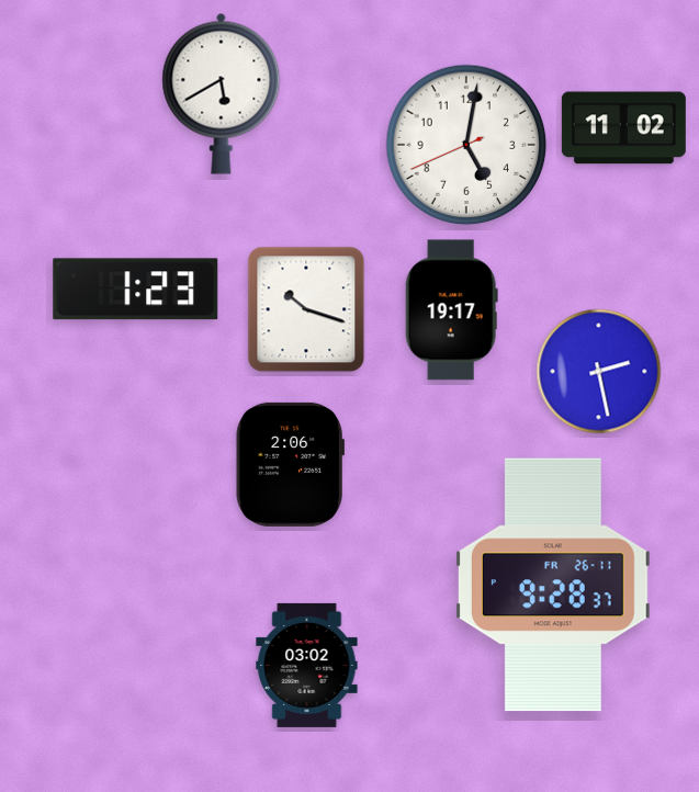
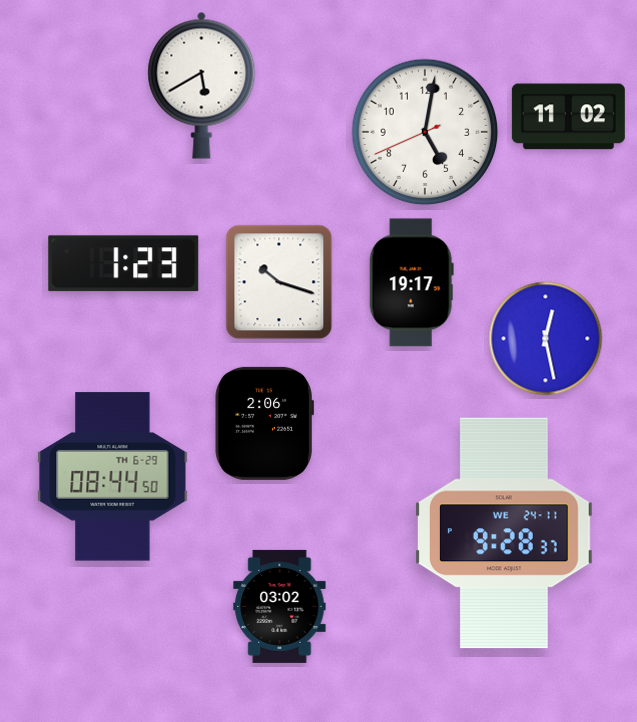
clock at (599, 372): 2:28 -> 12:28
clock at (113, 477): none -> 08:44
clock at (553, 585) date: FR 26-11 -> WE 24-11
